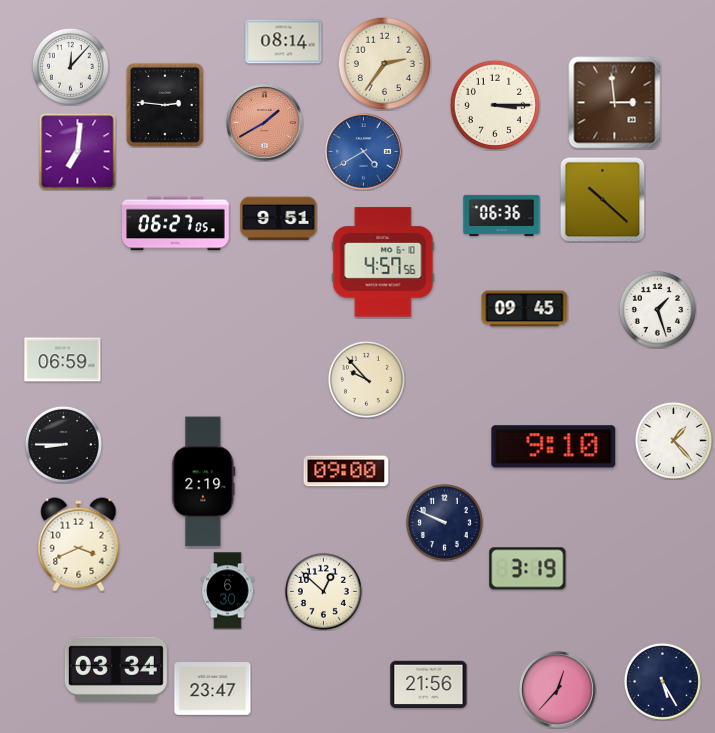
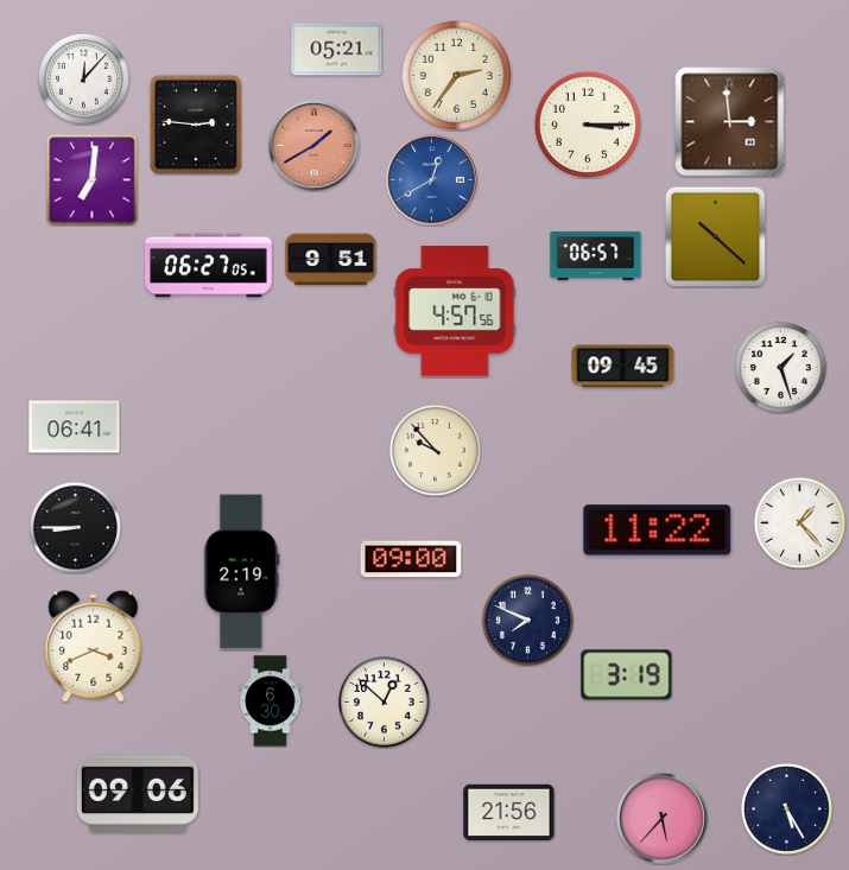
clock at (284, 42): 08:14 -> 05:21
clock at (364, 152): 4:40 -> 12:40
clock at (502, 215): 06:36 -> 06:57
clock at (63, 360): 06:59 -> 06:41
clock at (554, 447): 9:10 -> 11:22
clock at (444, 522): 9:49 -> 7:49
clock at (116, 669): 03:34 -> 09:06
clock at (213, 689): 23:47 -> none
clock at (558, 690): 12:37 -> 5:37
